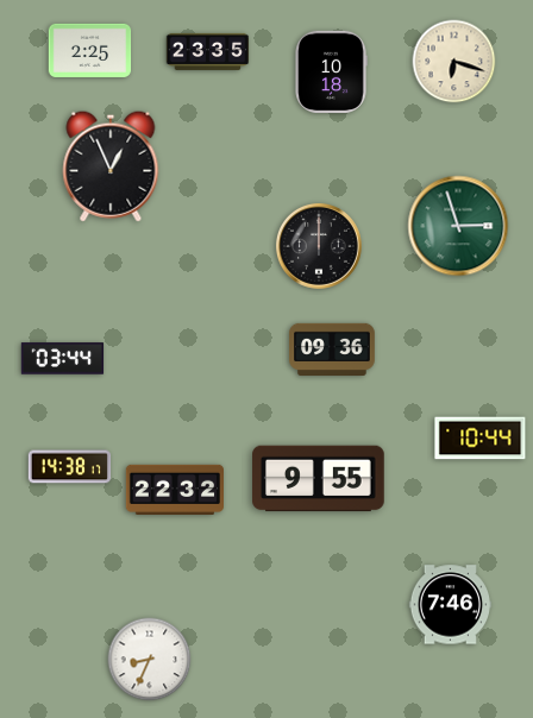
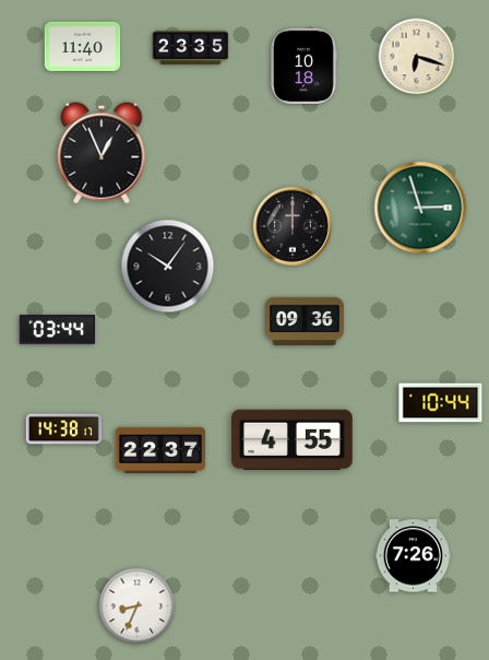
clock at (90, 50): 2:25 -> 11:40
clock at (168, 267): none -> 10:06
clock at (319, 479): 9:55 -> 4:55
clock at (174, 489): 22:32 -> 22:37
clock at (451, 605): 7:46 -> 7:26
